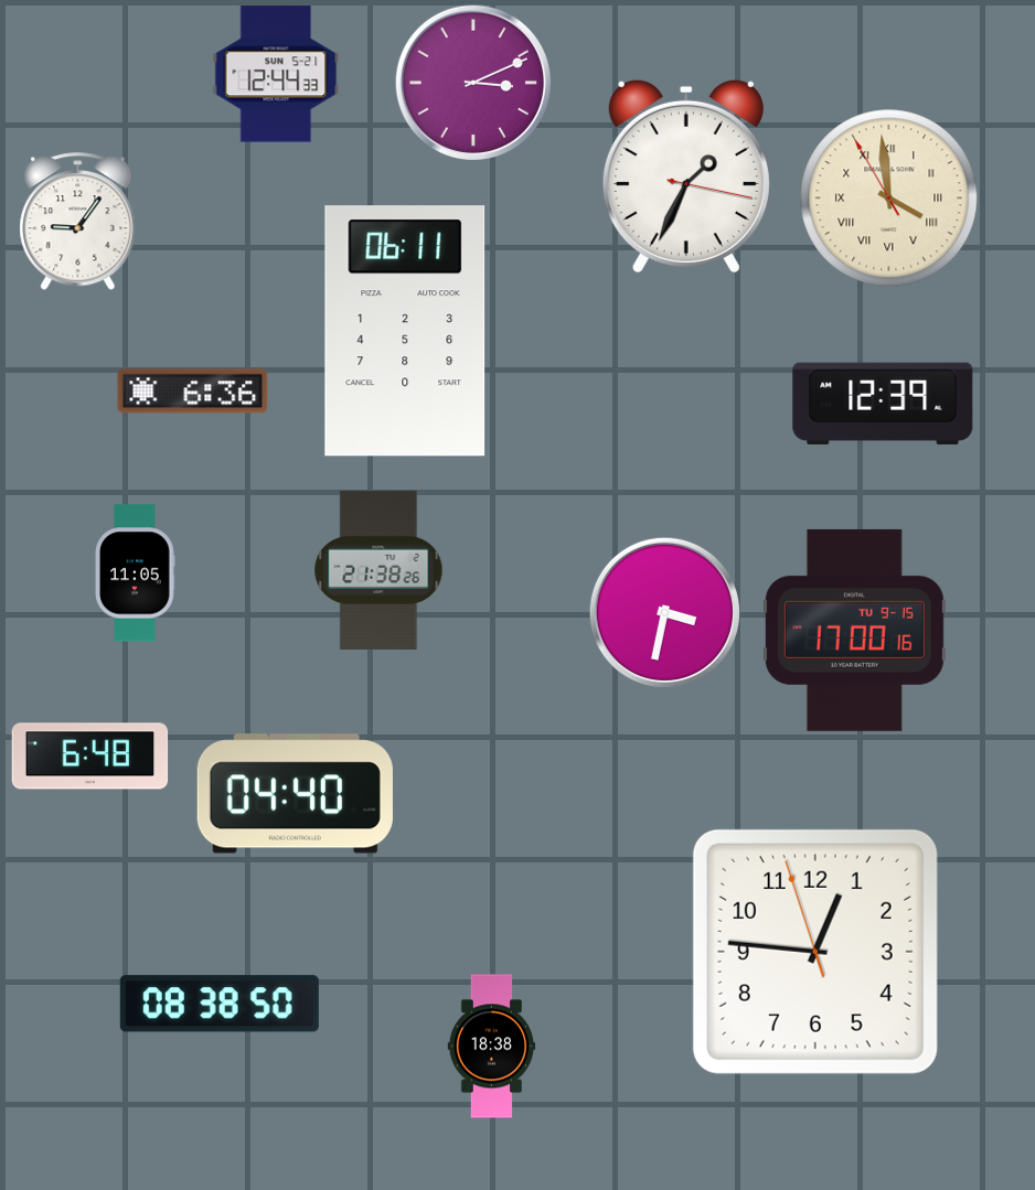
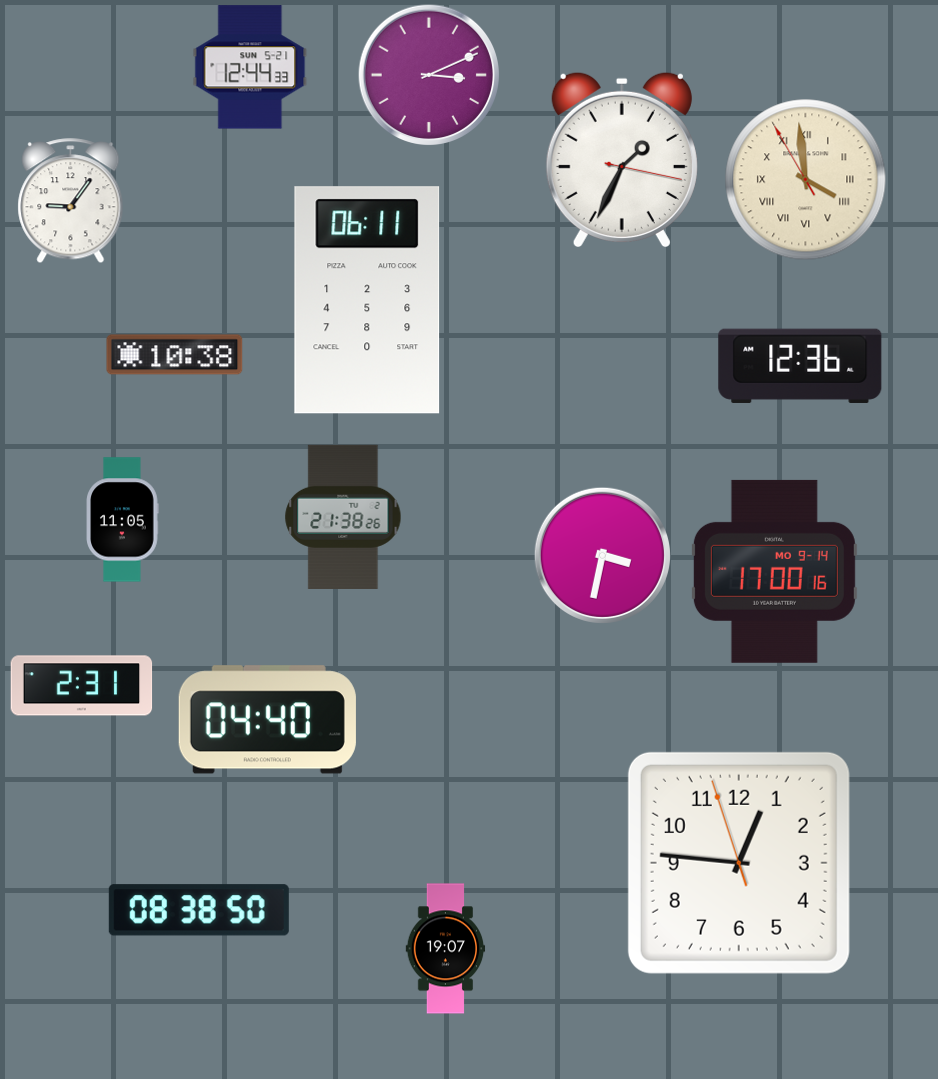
clock at (193, 392): 6:36 -> 10:38
clock at (883, 404): 12:39 -> 12:36
clock at (854, 630) date: TU 9-15 -> MO 9-14
clock at (90, 757): 6:48 -> 2:31
clock at (492, 1047): 18:38 -> 19:07
